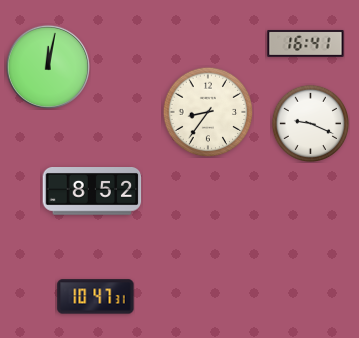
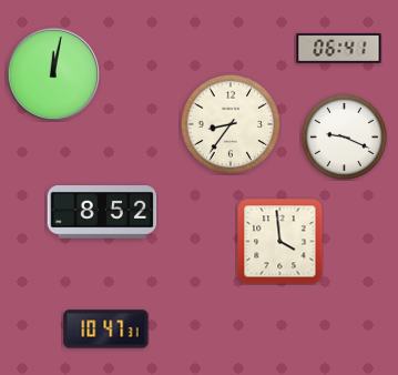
clock at (306, 43): 16:41 -> 06:41
clock at (279, 241): none -> 3:59
